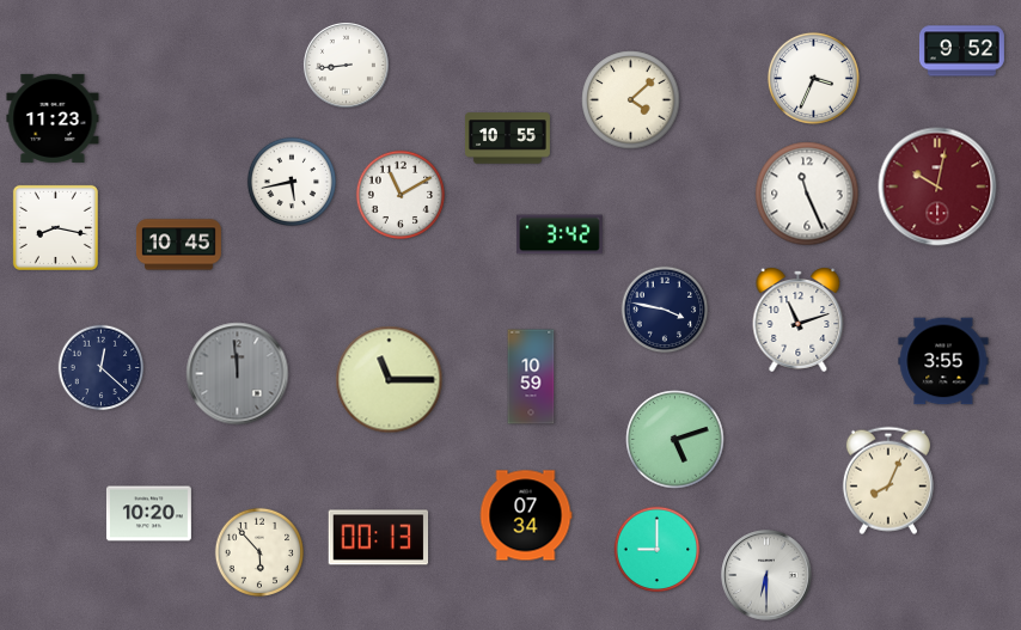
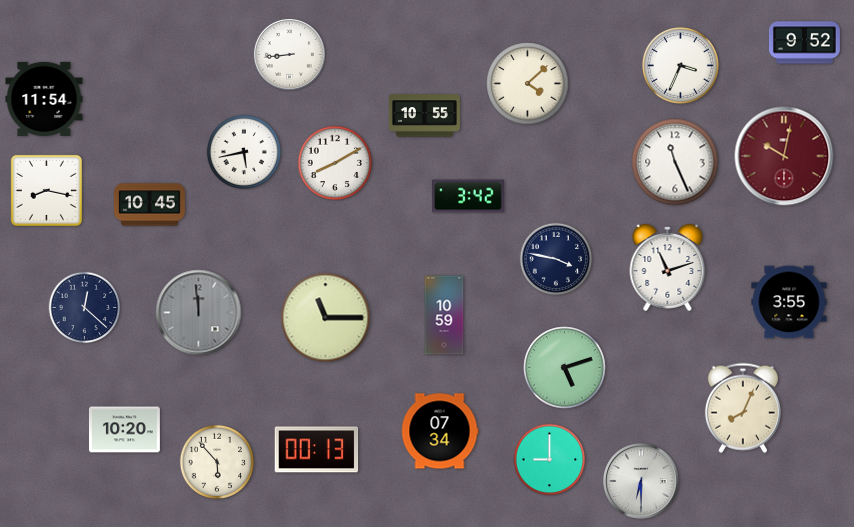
clock at (53, 118): 11:23 -> 11:54
clock at (399, 194): 11:10 -> 8:10
clock at (888, 481) position: (888, 481) -> (743, 408)
